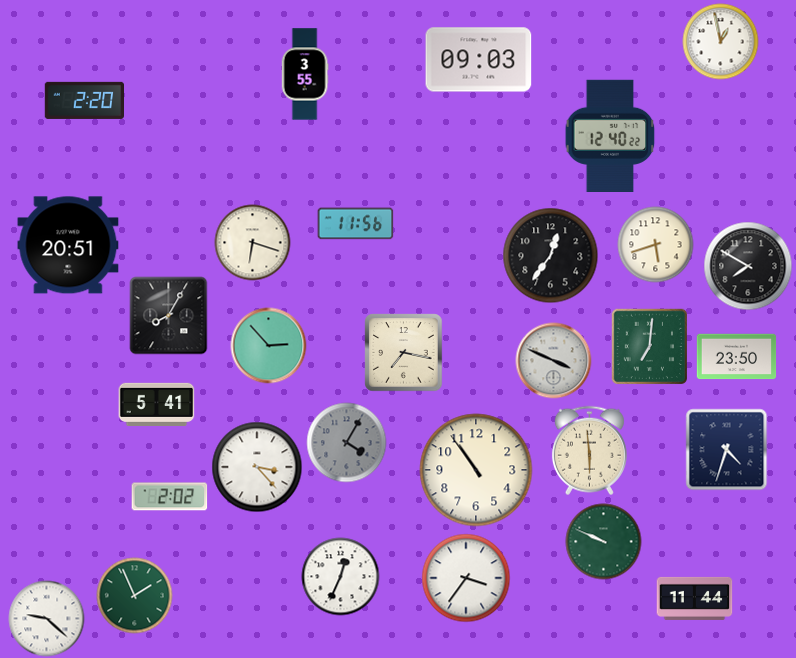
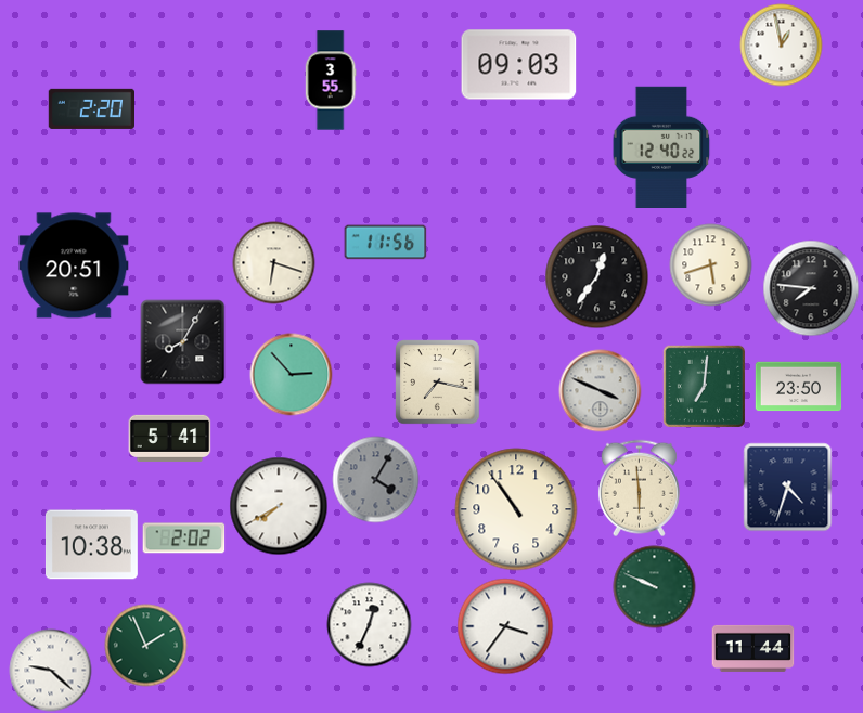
clock at (748, 266): 7:50 -> 7:46
clock at (649, 346) position: (649, 346) -> (704, 386)
clock at (257, 467): 3:23 -> 7:40
clock at (91, 545): none -> 10:38
